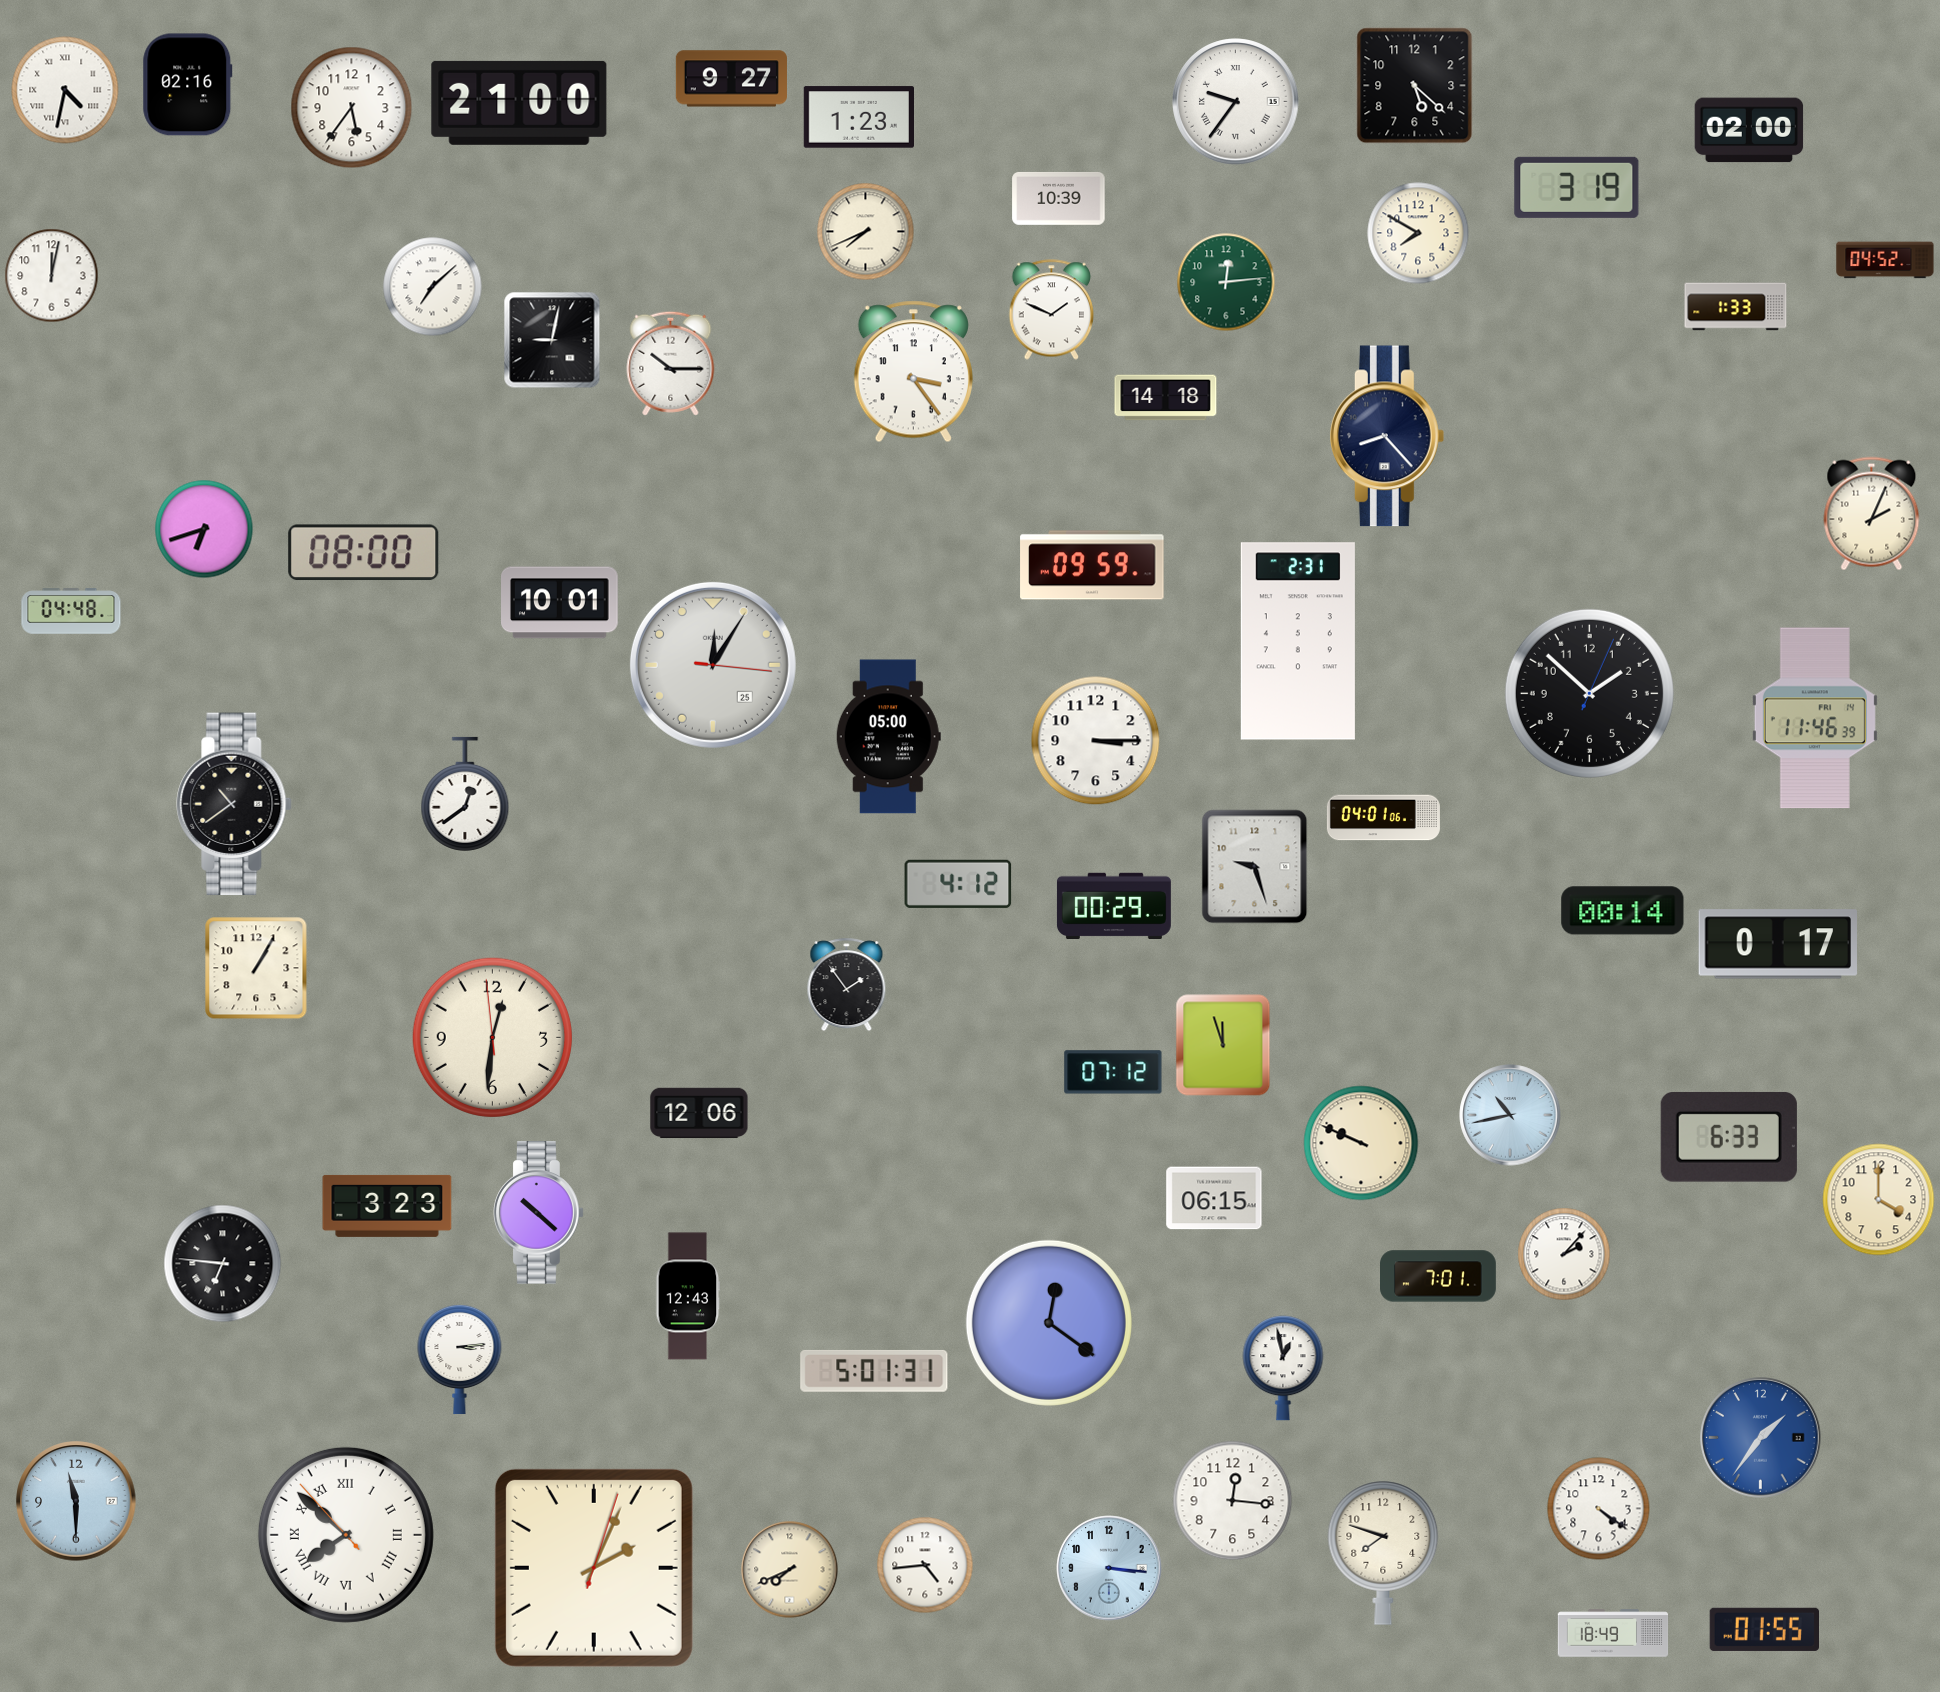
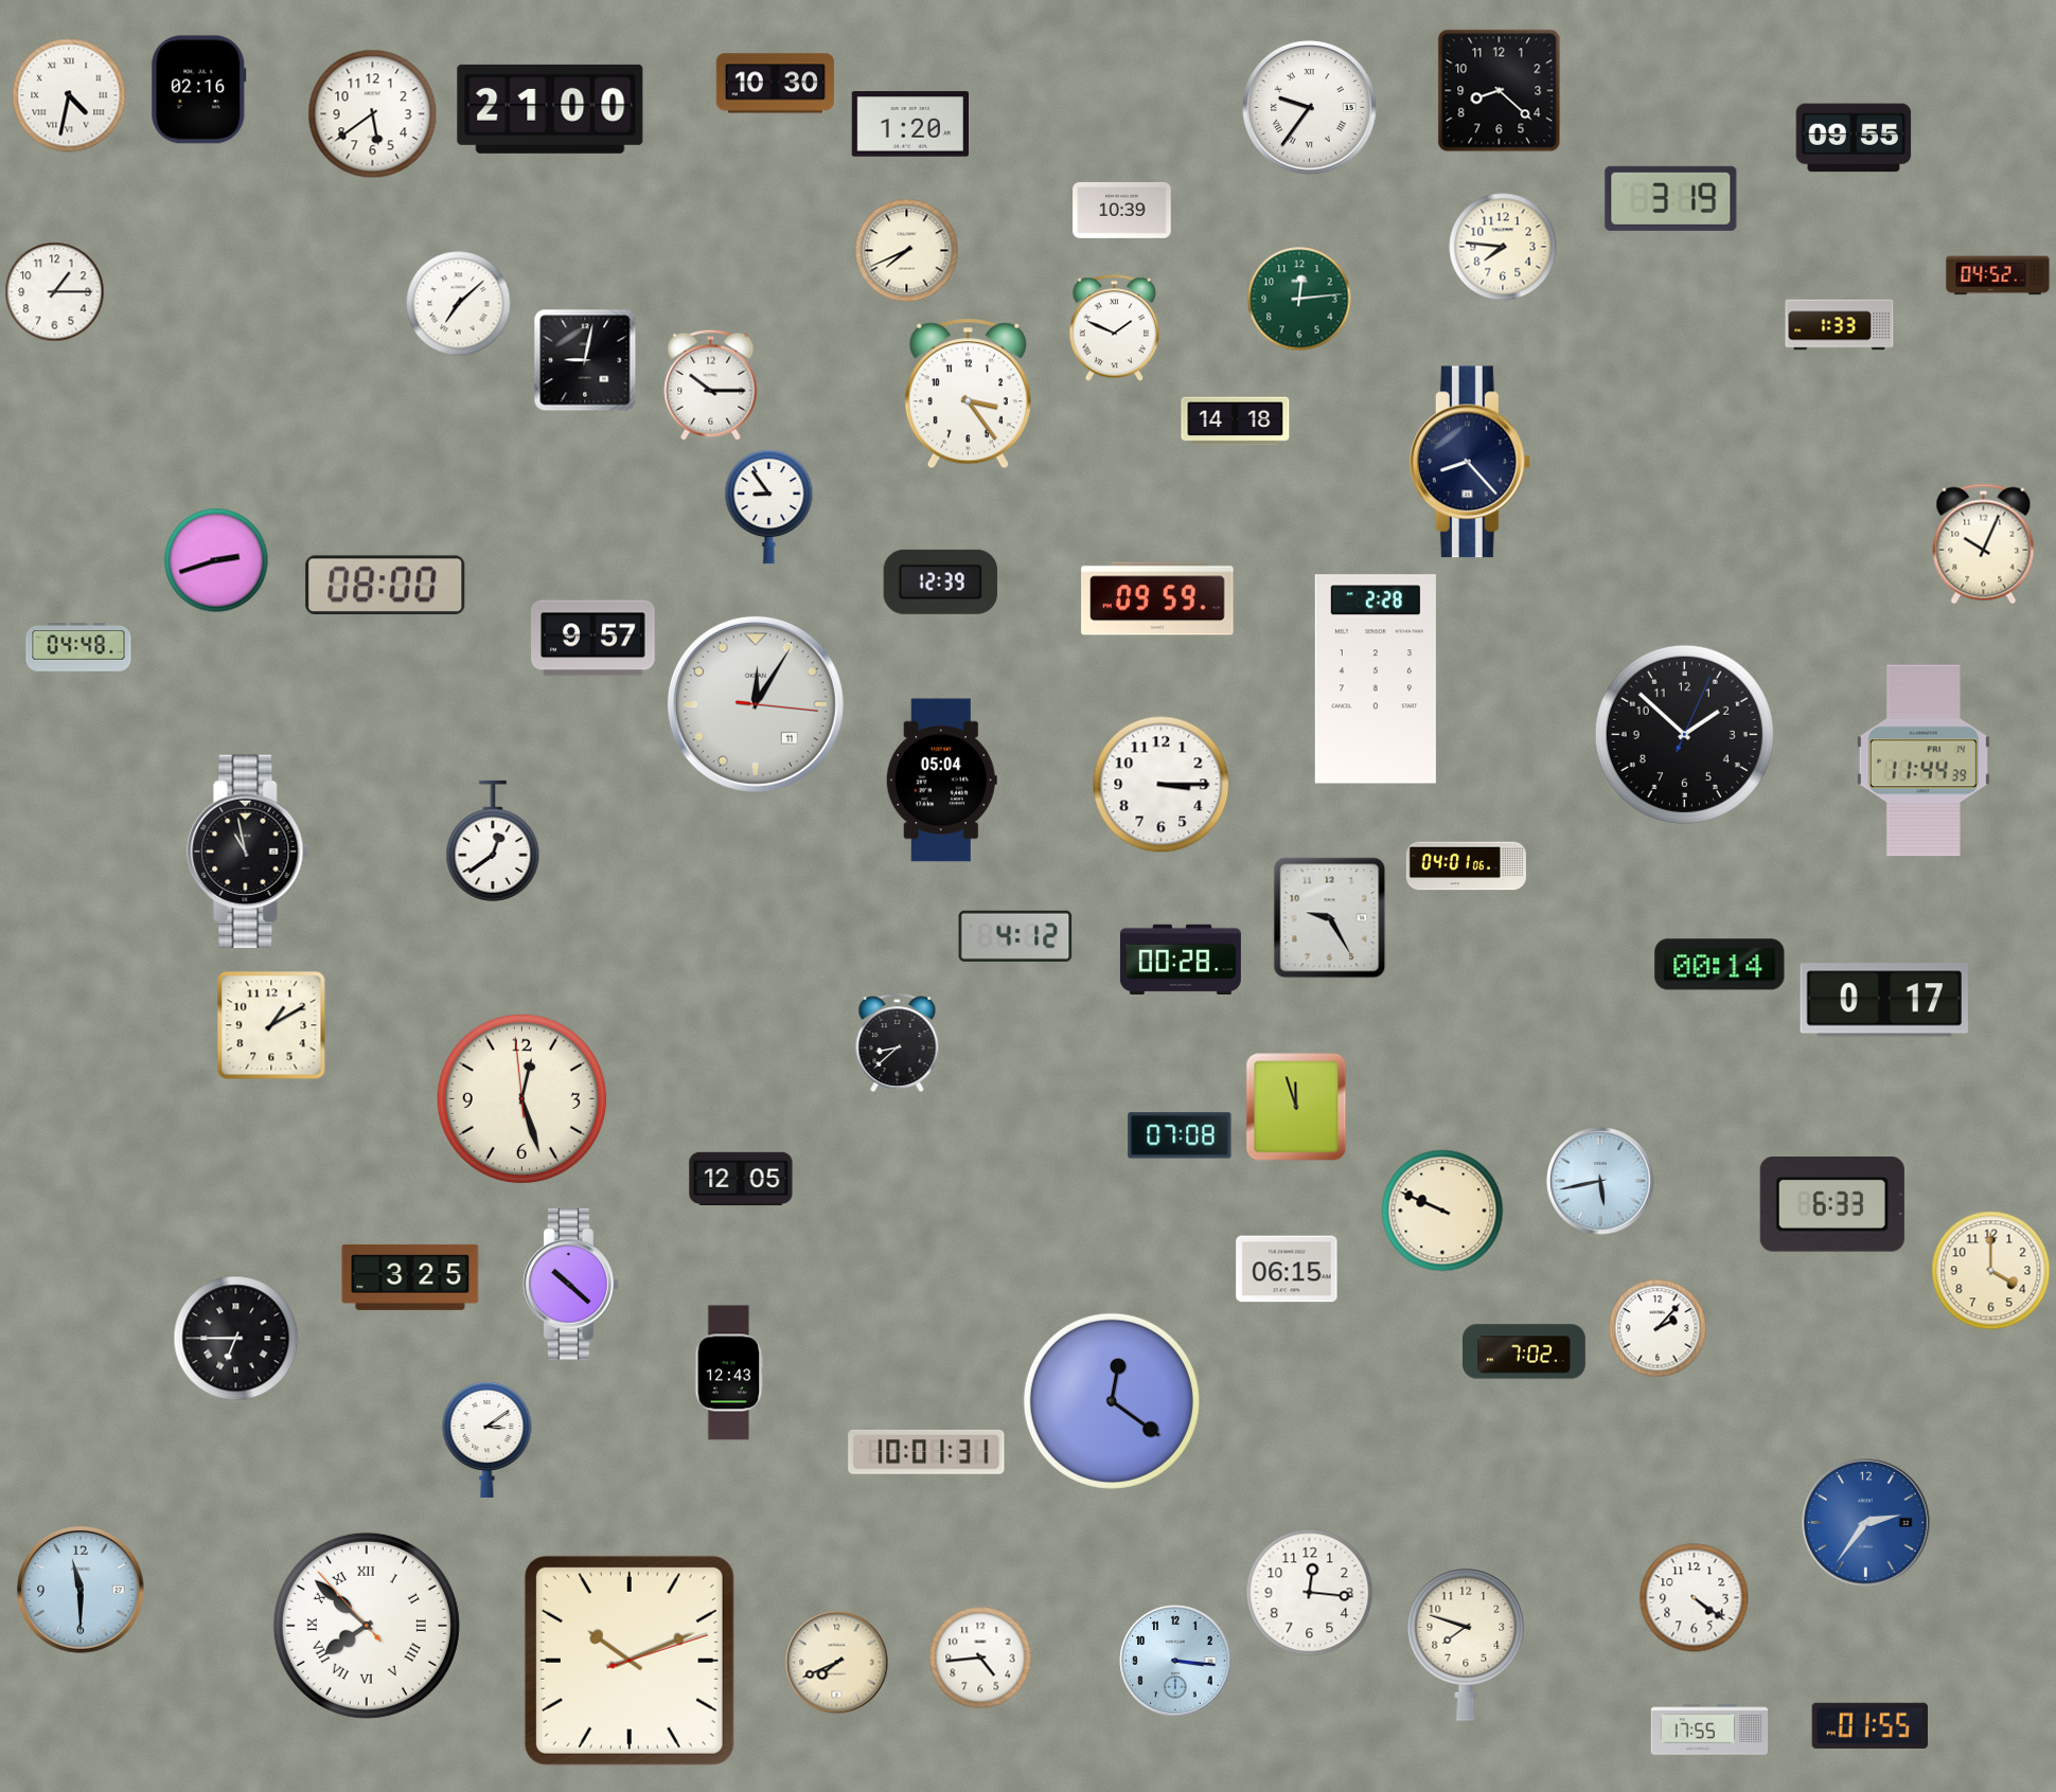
clock at (731, 79): 9:27 -> 10:30
clock at (1415, 86): 5:22 -> 8:22
clock at (352, 108): 5:36 -> 5:39
clock at (858, 117): 1:23 -> 1:20
clock at (1749, 130): 02:00 -> 09:55
clock at (866, 232) position: (866, 232) -> (907, 251)
clock at (1418, 233): 7:50 -> 7:46
clock at (52, 276): 12:02 -> 1:15
clock at (769, 506): none -> 8:54
clock at (1872, 514): 2:04 -> 10:04
clock at (204, 529): 6:42 -> 2:42
clock at (941, 581): none -> 12:39
clock at (560, 603): 10:01 -> 9:57
clock at (71, 611) position: (71, 611) -> (78, 647)
clock at (1298, 641): 2:31 -> 2:28
clock at (713, 665) date: 25 -> 11
clock at (1815, 718): 11:46 -> 11:44
clock at (888, 737): 05:00 -> 05:04
clock at (234, 804): 10:39 -> 10:58
clock at (1255, 867): 9:27 -> 9:25
clock at (1114, 905): 00:29 -> 00:28
clock at (256, 968): 1:05 -> 1:10
clock at (847, 985): 1:54 -> 8:38
clock at (492, 1037): 12:30 -> 12:26
clock at (1113, 1072): 07:12 -> 07:08
clock at (699, 1113): 12:06 -> 12:05
clock at (1510, 1115): 10:43 -> 5:43
clock at (387, 1206): 3:23 -> 3:25
clock at (223, 1264): 6:46 -> 6:45
clock at (1439, 1276): 7:01 -> 7:02
clock at (460, 1359): 3:14 -> 3:09
clock at (1283, 1368): 12:58 -> none
clock at (874, 1371): 5:01 -> 10:01
clock at (1761, 1438): 1:36 -> 2:36
clock at (1233, 1501) position: (1233, 1501) -> (1310, 1593)
clock at (594, 1568): 2:04 -> 10:11
clock at (1613, 1633): 18:49 -> 17:55
